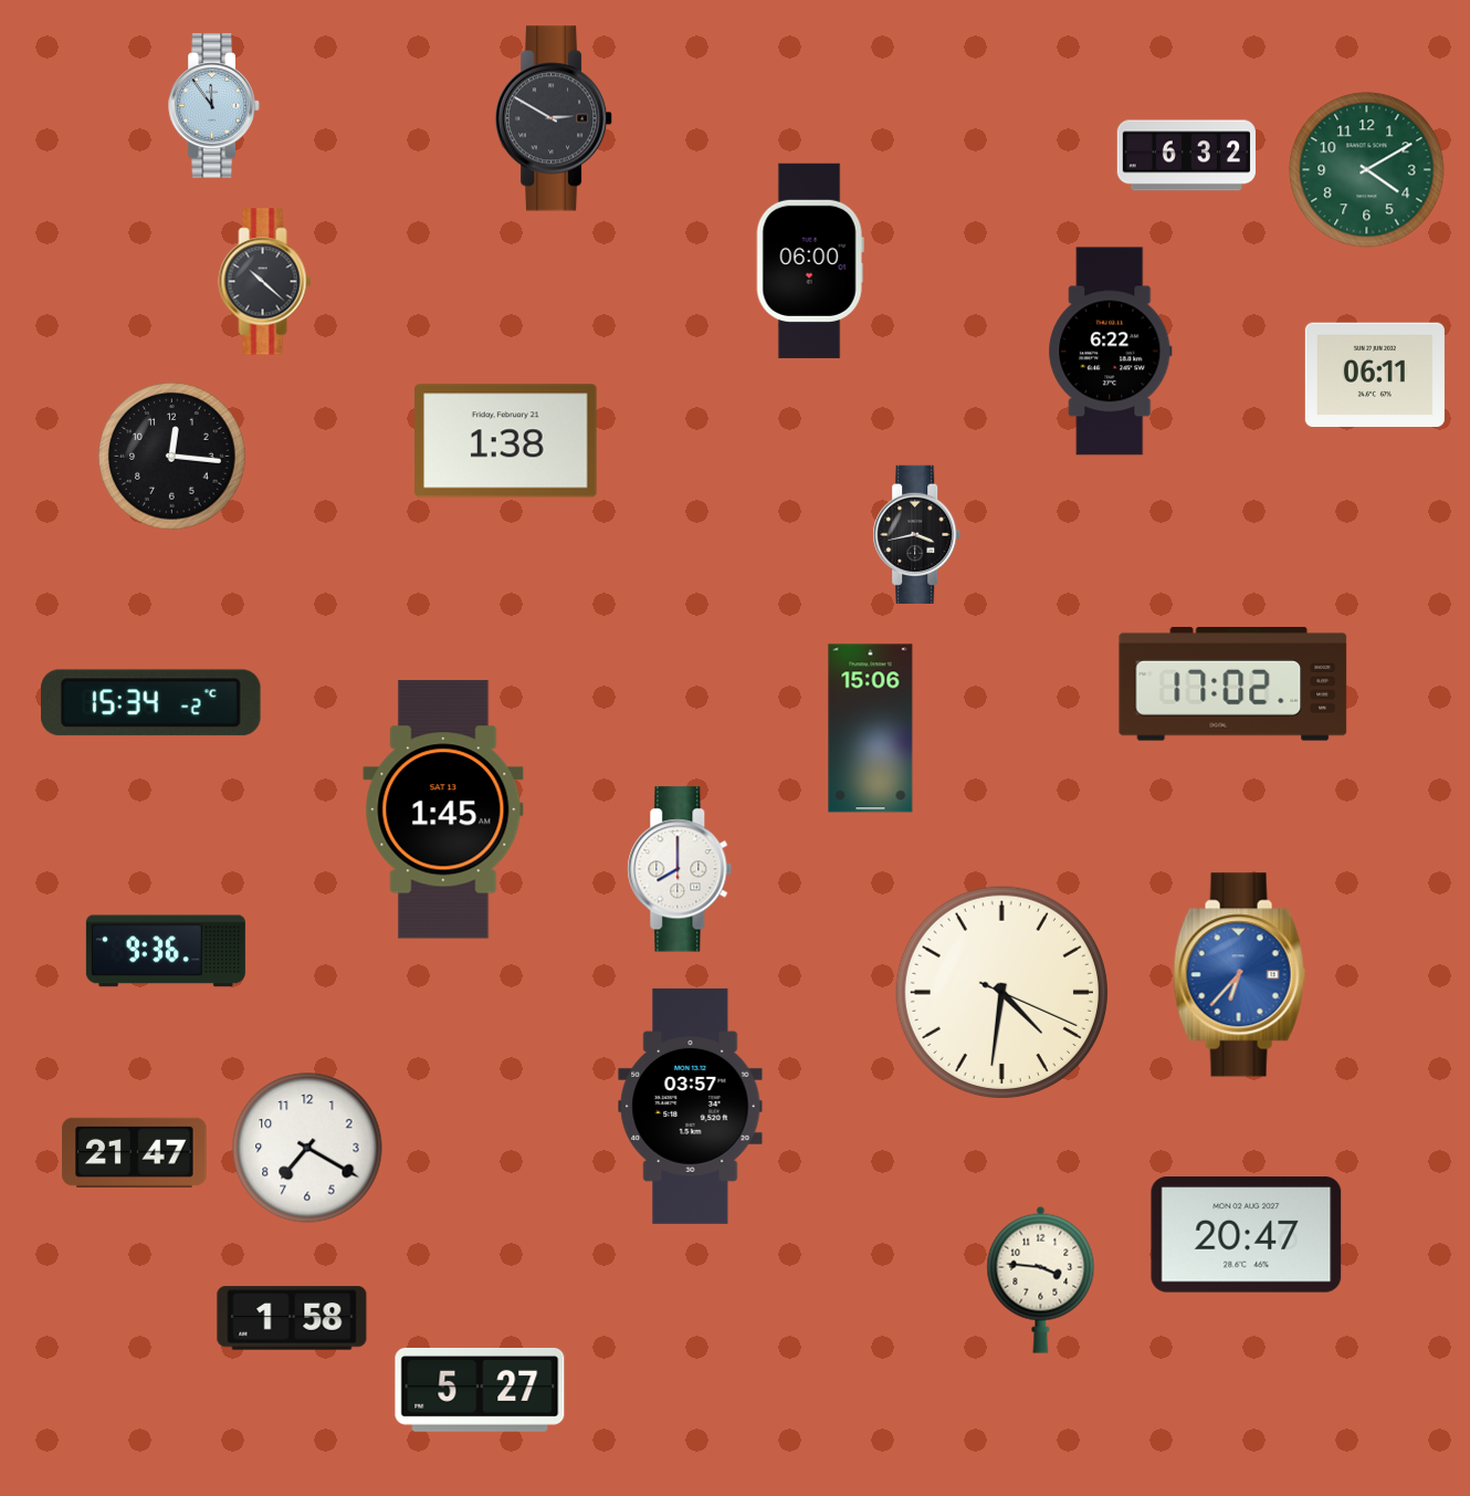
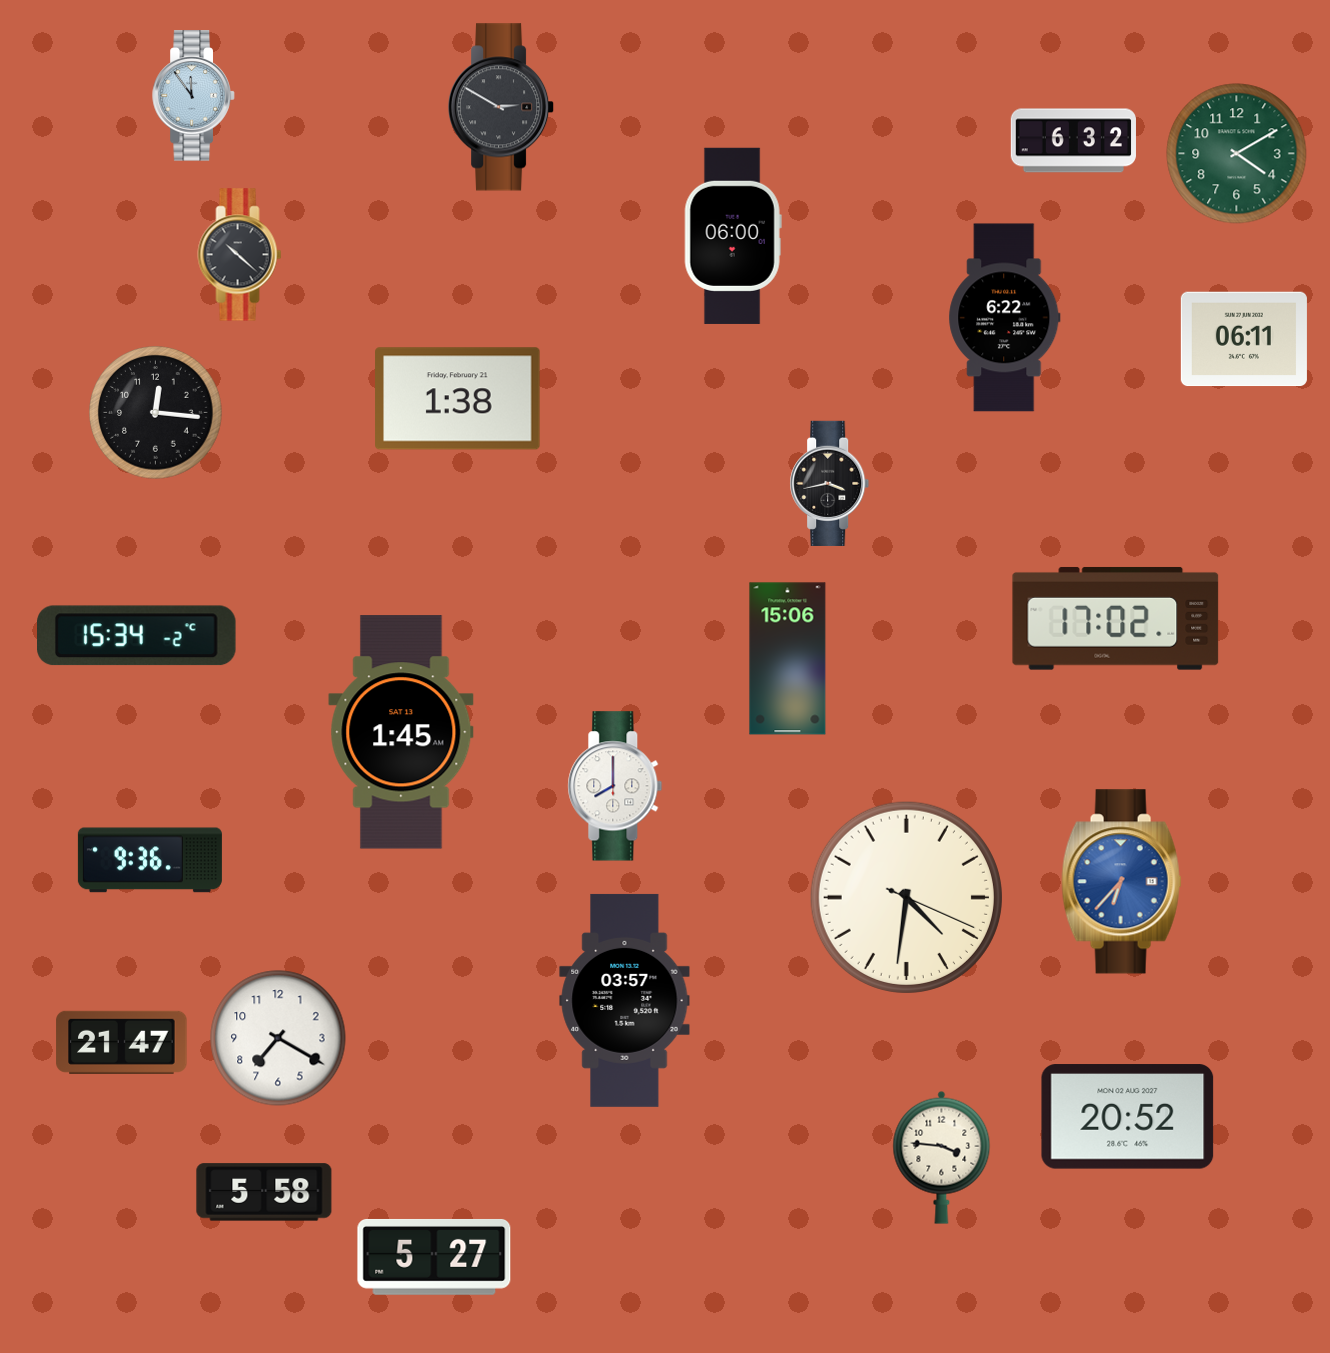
clock at (1247, 1235): 20:47 -> 20:52
clock at (292, 1318): 1:58 -> 5:58
